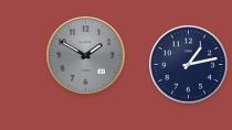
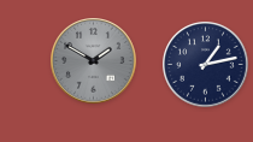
clock at (189, 65) position: (189, 65) -> (206, 65)
